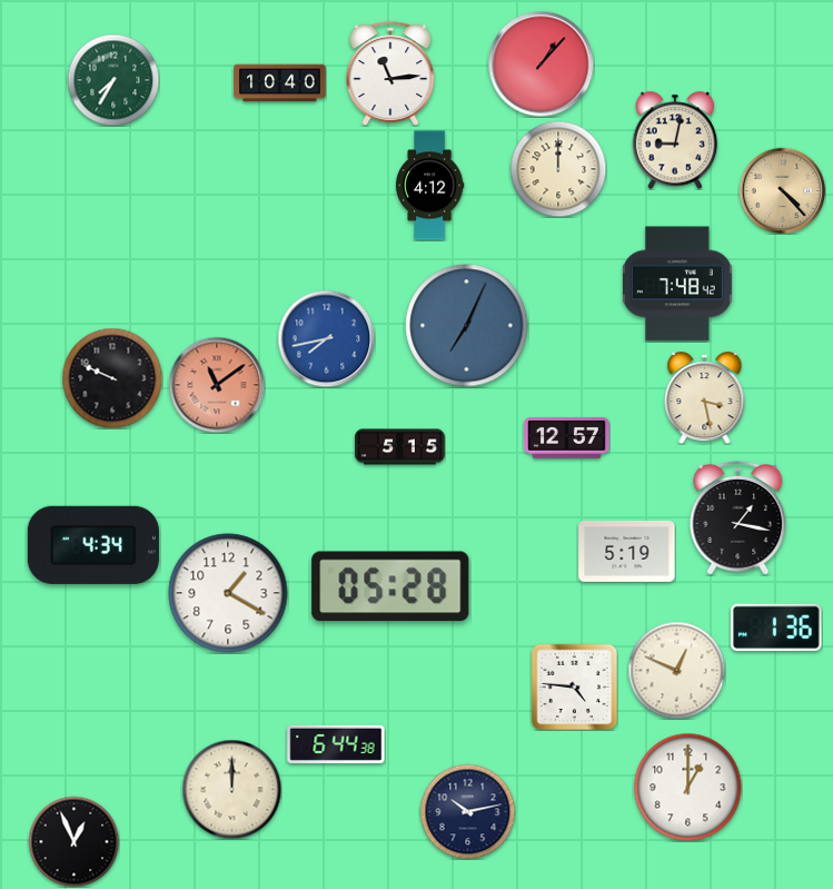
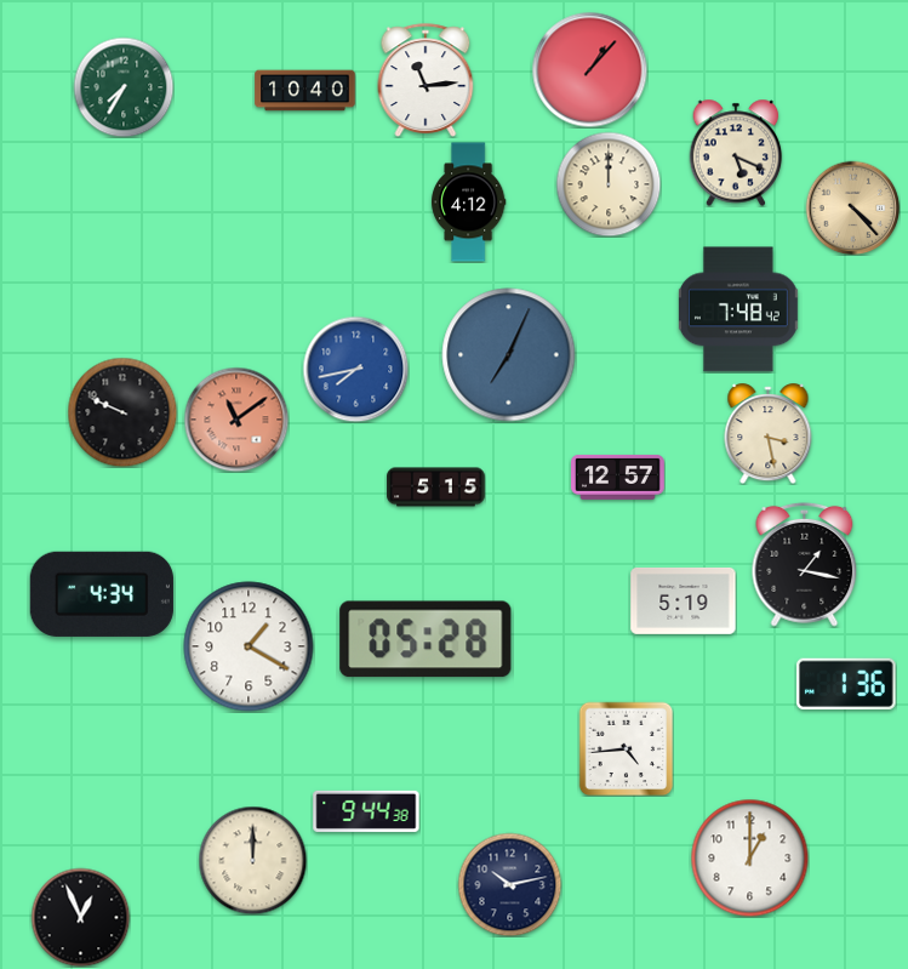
clock at (675, 140): 9:02 -> 5:19
clock at (676, 670): 12:49 -> none
clock at (574, 686): 4:46 -> 4:44
clock at (336, 744): 6:44 -> 9:44
